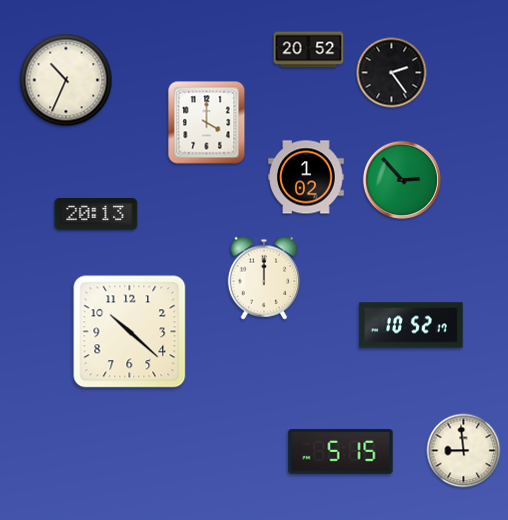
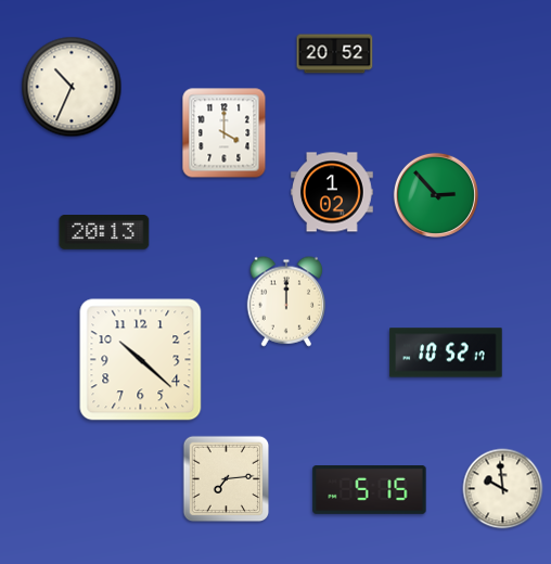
clock at (392, 73): 2:24 -> none
clock at (227, 479): none -> 7:14
clock at (464, 451): 8:59 -> 9:59
